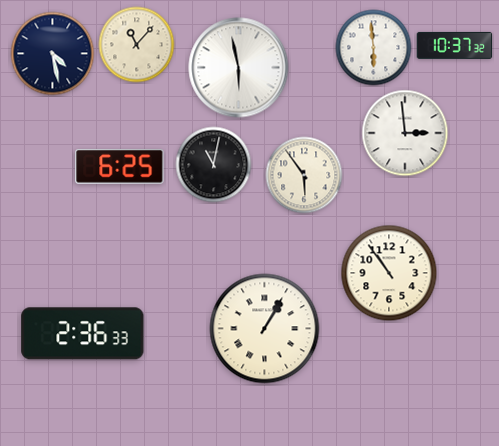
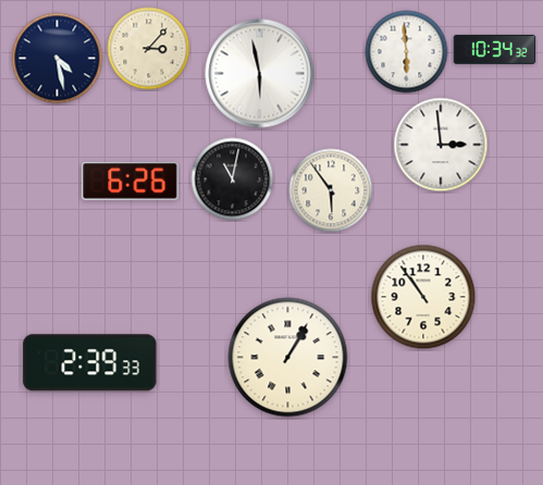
clock at (137, 45): 11:07 -> 3:07
clock at (455, 45): 10:37 -> 10:34
clock at (120, 166): 6:25 -> 6:26
clock at (83, 334): 2:36 -> 2:39
